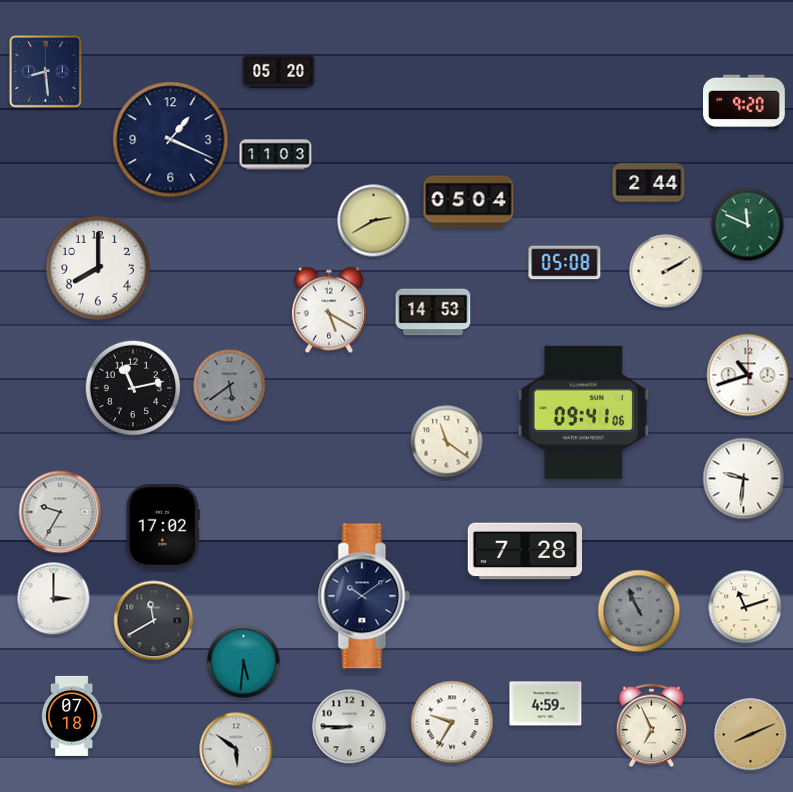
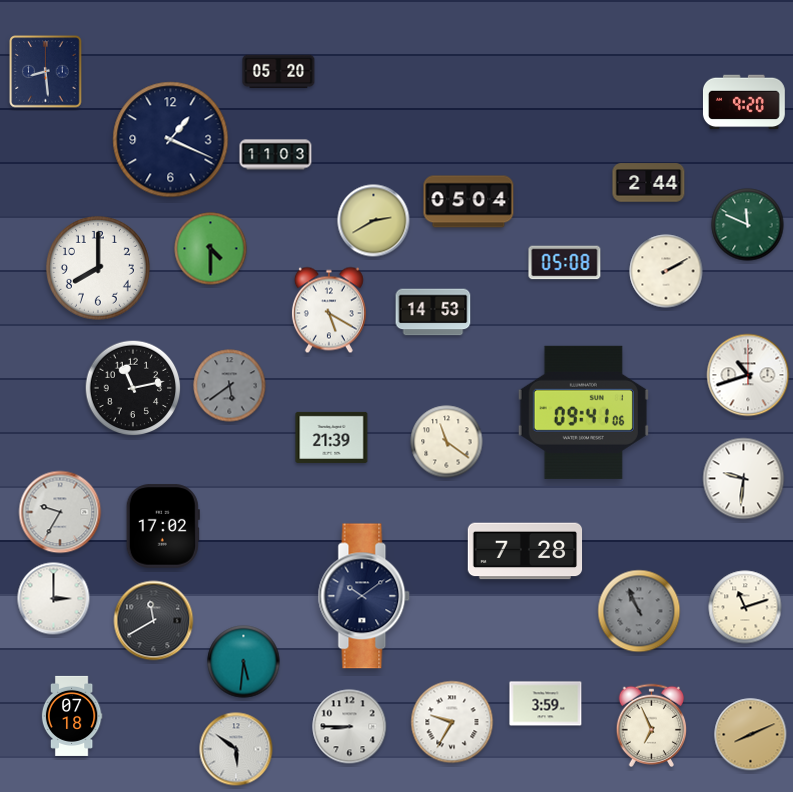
clock at (211, 249): none -> 4:30
clock at (332, 437): none -> 21:39
clock at (546, 704): 4:59 -> 3:59
